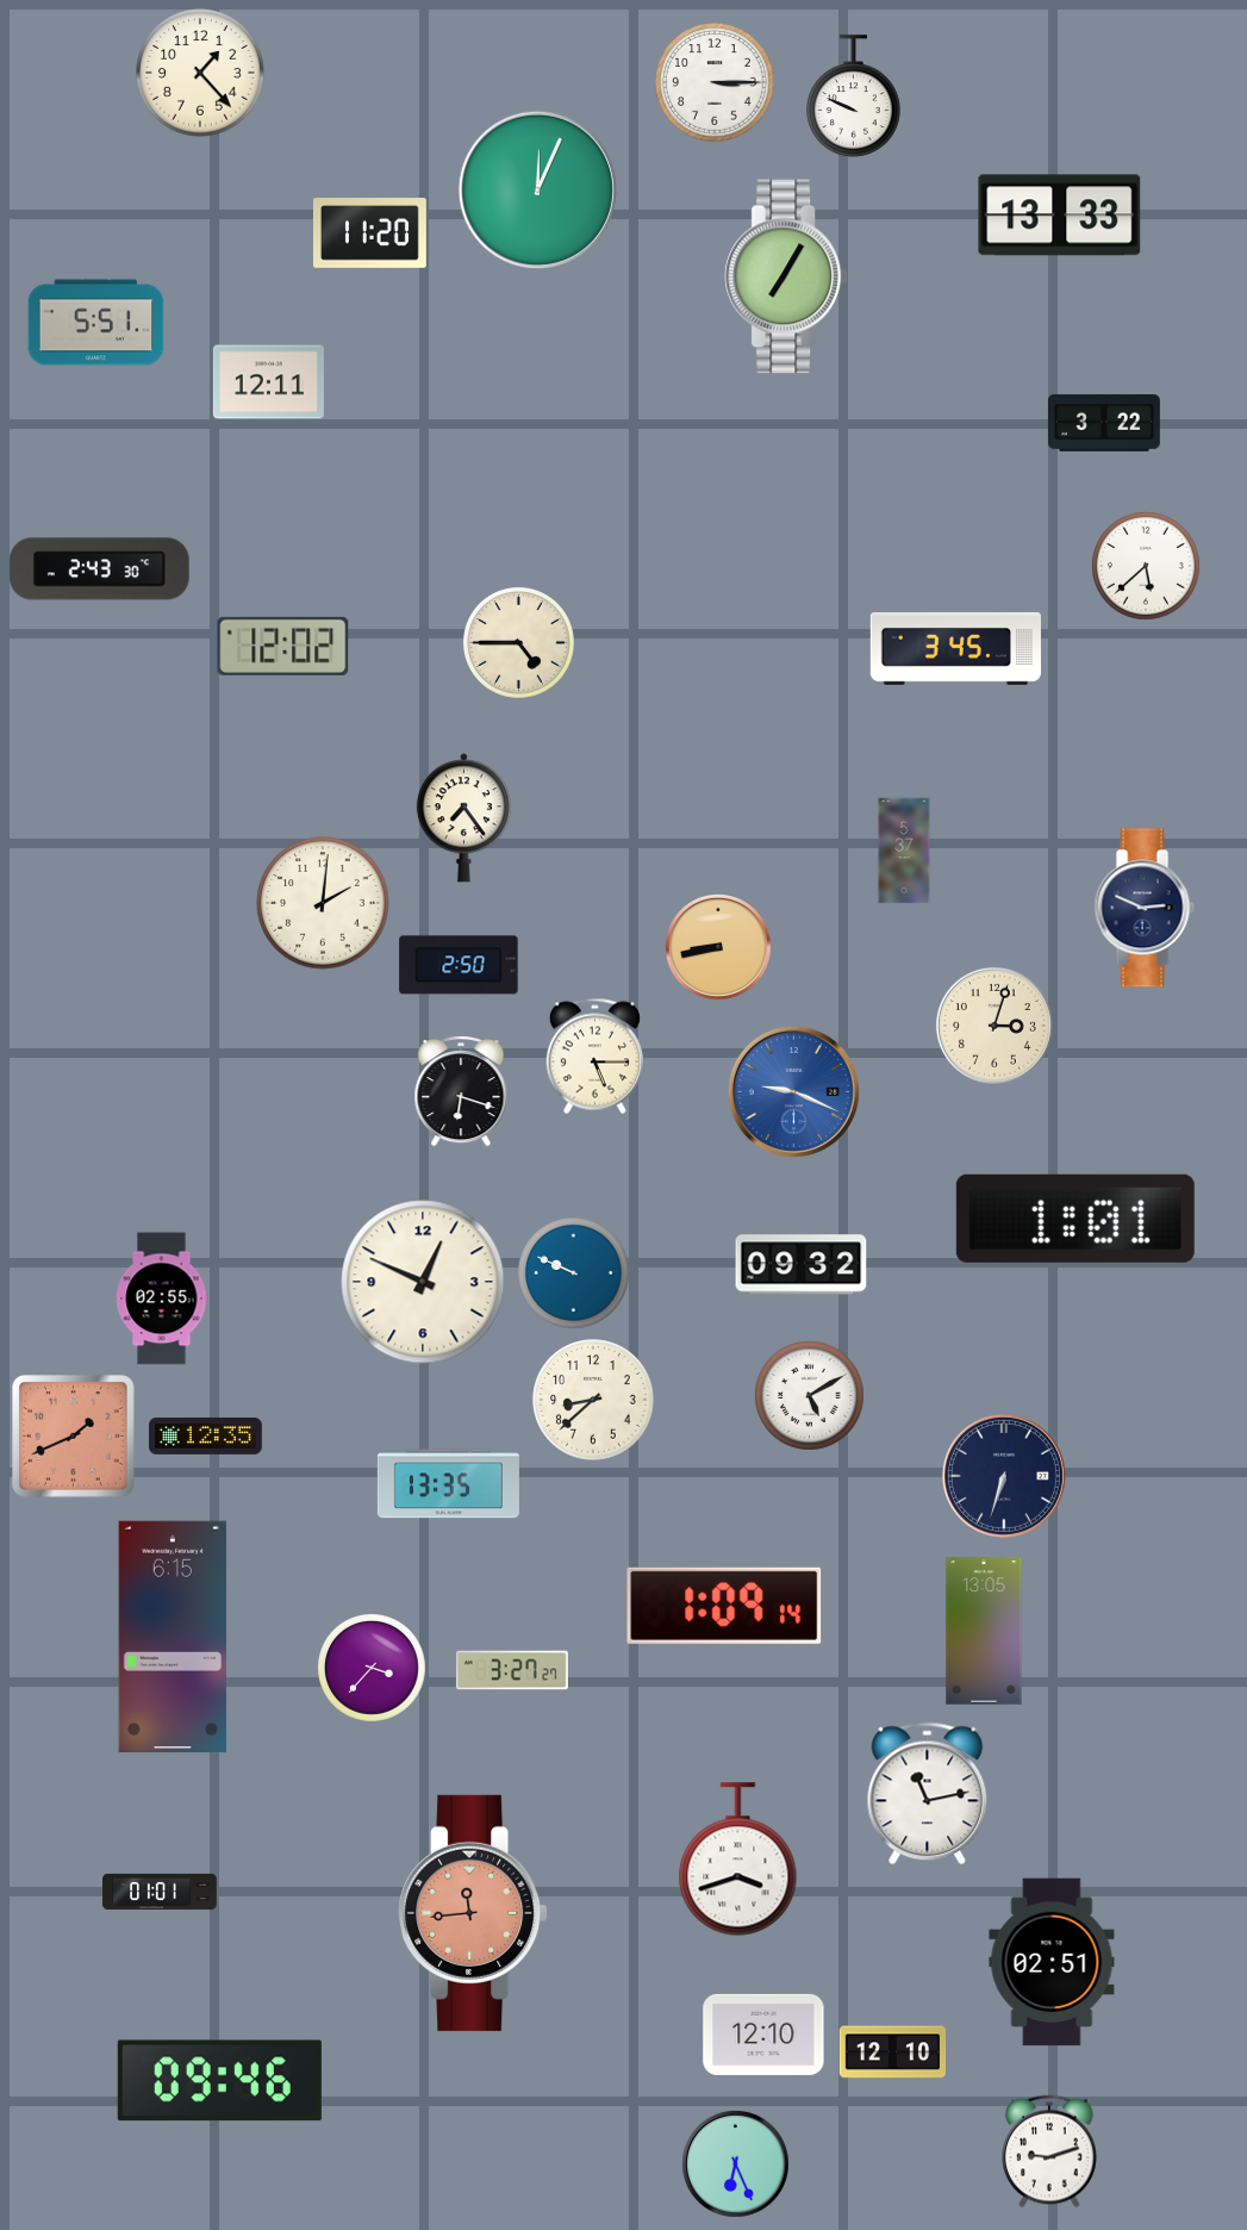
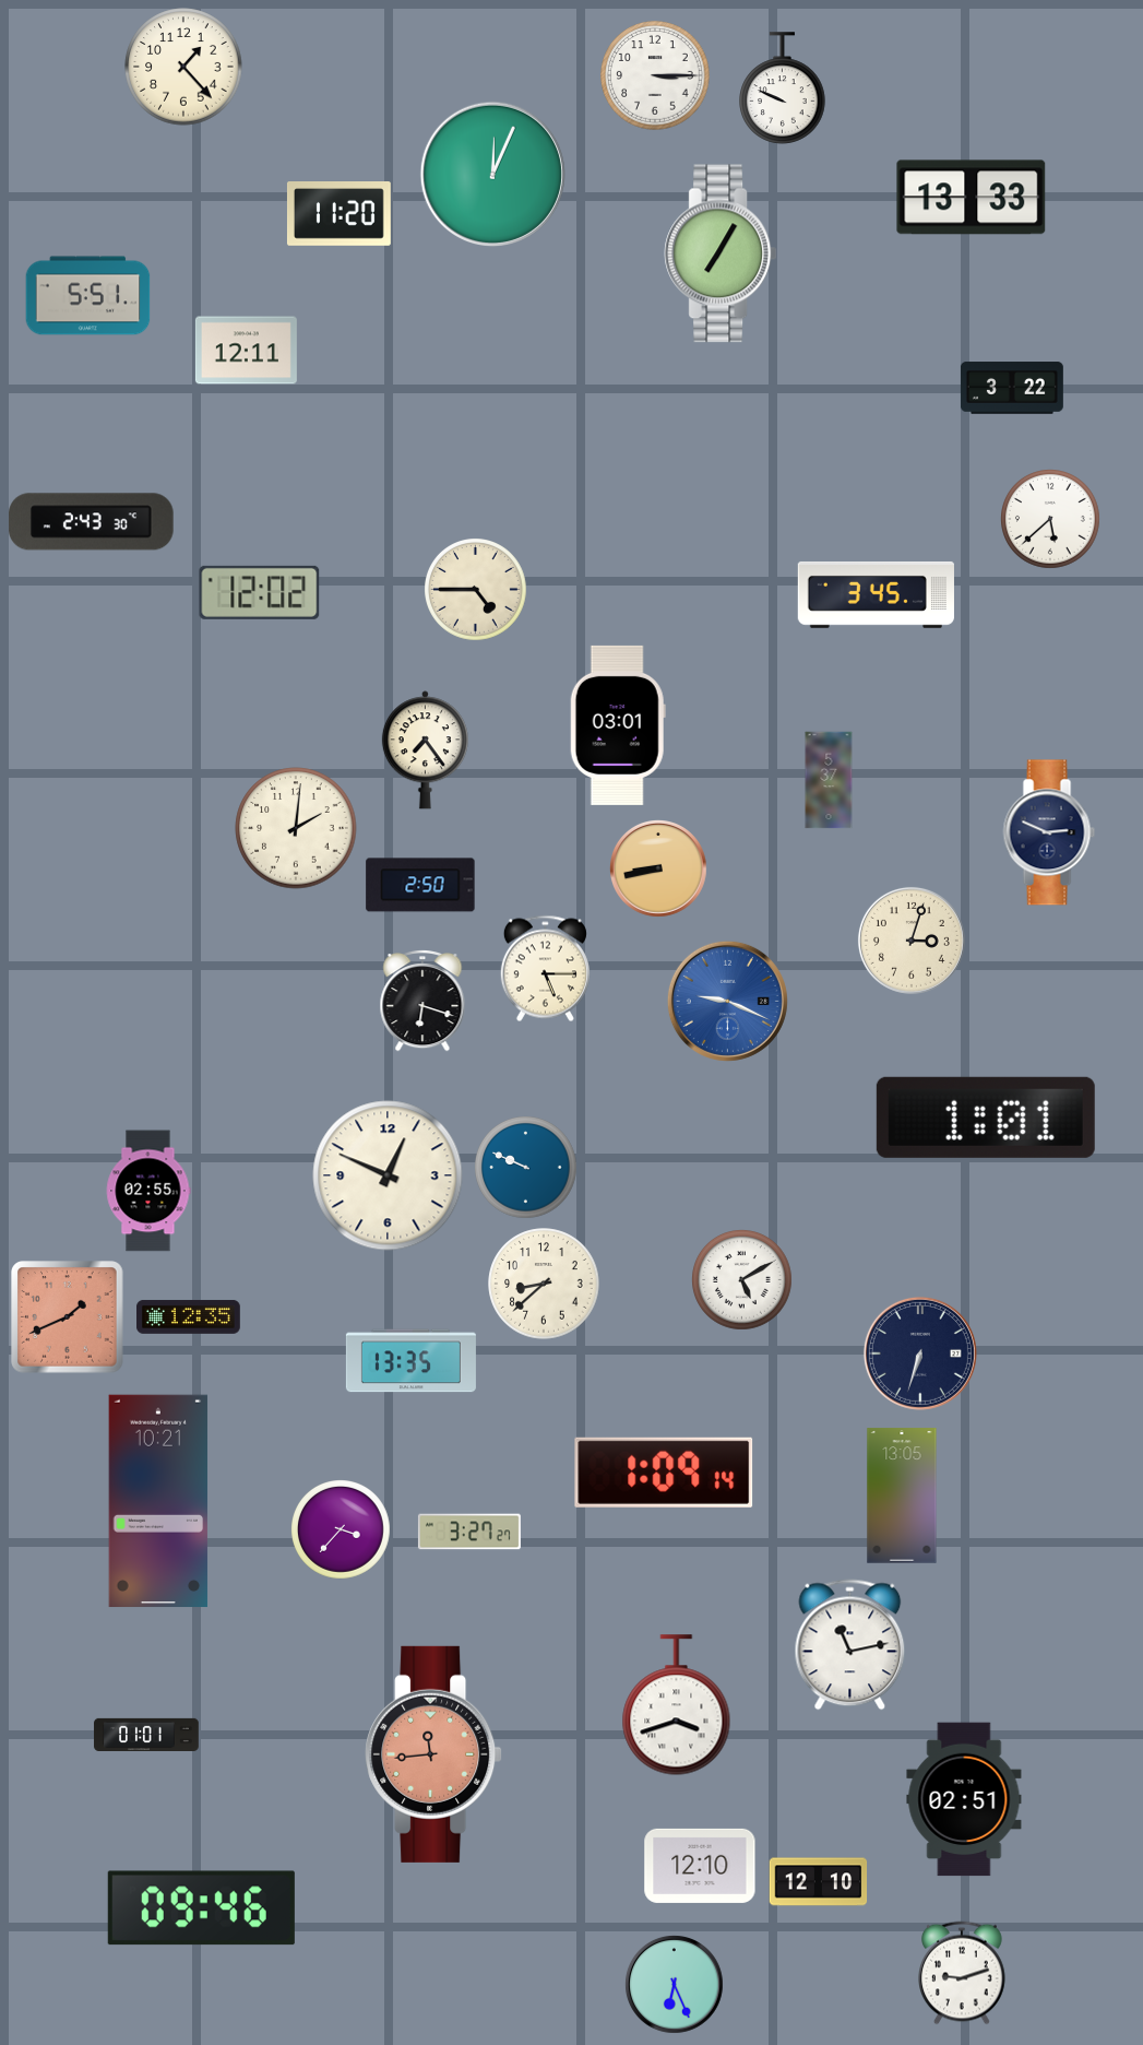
clock at (618, 725): none -> 03:01
clock at (802, 1265): 09:32 -> none
clock at (173, 1637): 6:15 -> 10:21
